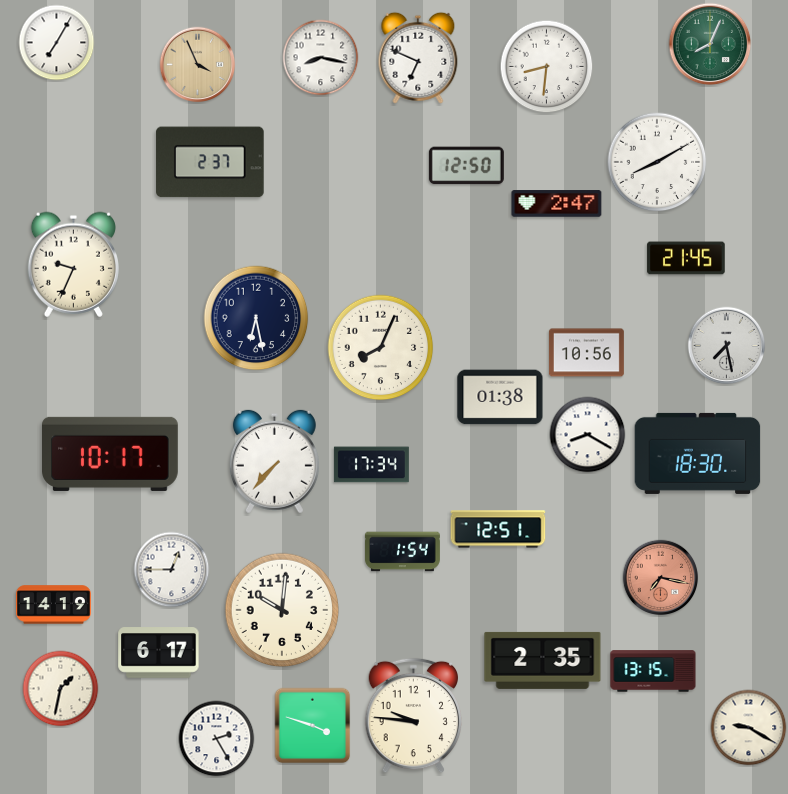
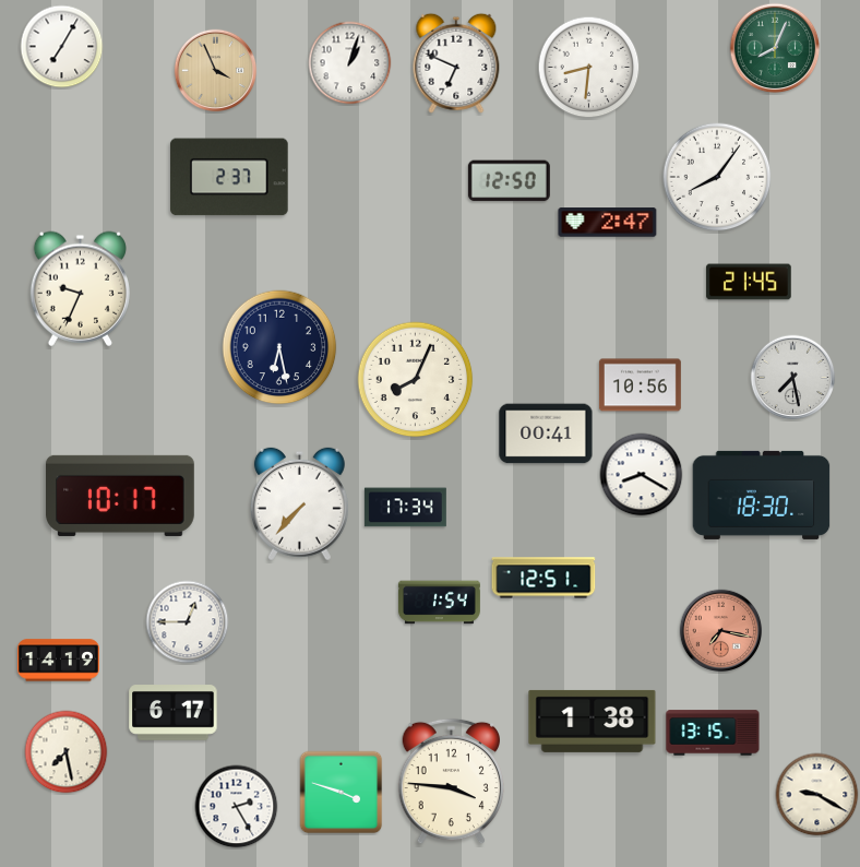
clock at (321, 58): 8:17 -> 1:03
clock at (547, 67) position: (547, 67) -> (589, 68)
clock at (657, 162): 8:10 -> 8:06
clock at (500, 397): 01:38 -> 00:41
clock at (282, 610): 10:01 -> none
clock at (543, 660): 2:35 -> 1:38
clock at (61, 689): 1:32 -> 7:28
clock at (414, 716): 9:46 -> 3:46
